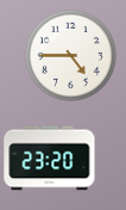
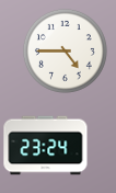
clock at (50, 159): 23:20 -> 23:24
